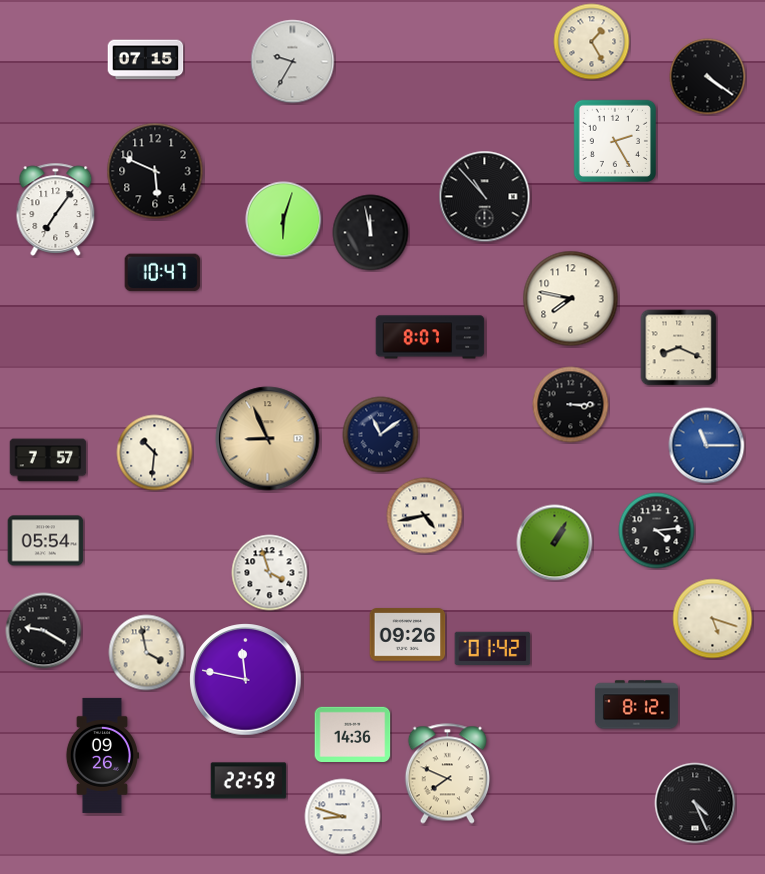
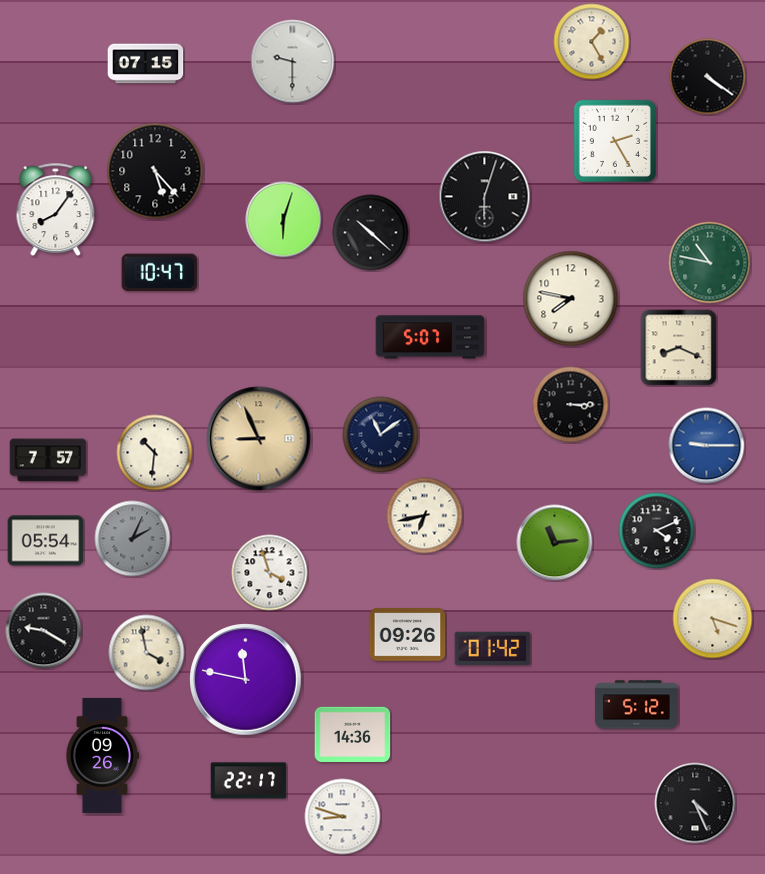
clock at (146, 60) position: (146, 60) -> (146, 64)
clock at (293, 62): 9:35 -> 9:30
clock at (155, 171): 5:49 -> 5:23
clock at (485, 197): 10:53 -> 6:03
clock at (56, 209): 7:06 -> 8:06
clock at (371, 233): 11:58 -> 10:22
clock at (710, 263): none -> 10:47
clock at (163, 273) position: (163, 273) -> (160, 273)
clock at (430, 337): 8:07 -> 5:07
clock at (268, 439) position: (268, 439) -> (259, 439)
clock at (707, 446): 11:15 -> 9:15
clock at (425, 516): 4:43 -> 6:43
clock at (657, 531): 4:14 -> 4:11
clock at (133, 539): none -> 2:04
clock at (555, 543): 1:05 -> 11:14
clock at (636, 705): 8:12 -> 5:12
clock at (447, 774): 7:49 -> none
clock at (249, 781): 22:59 -> 22:17
